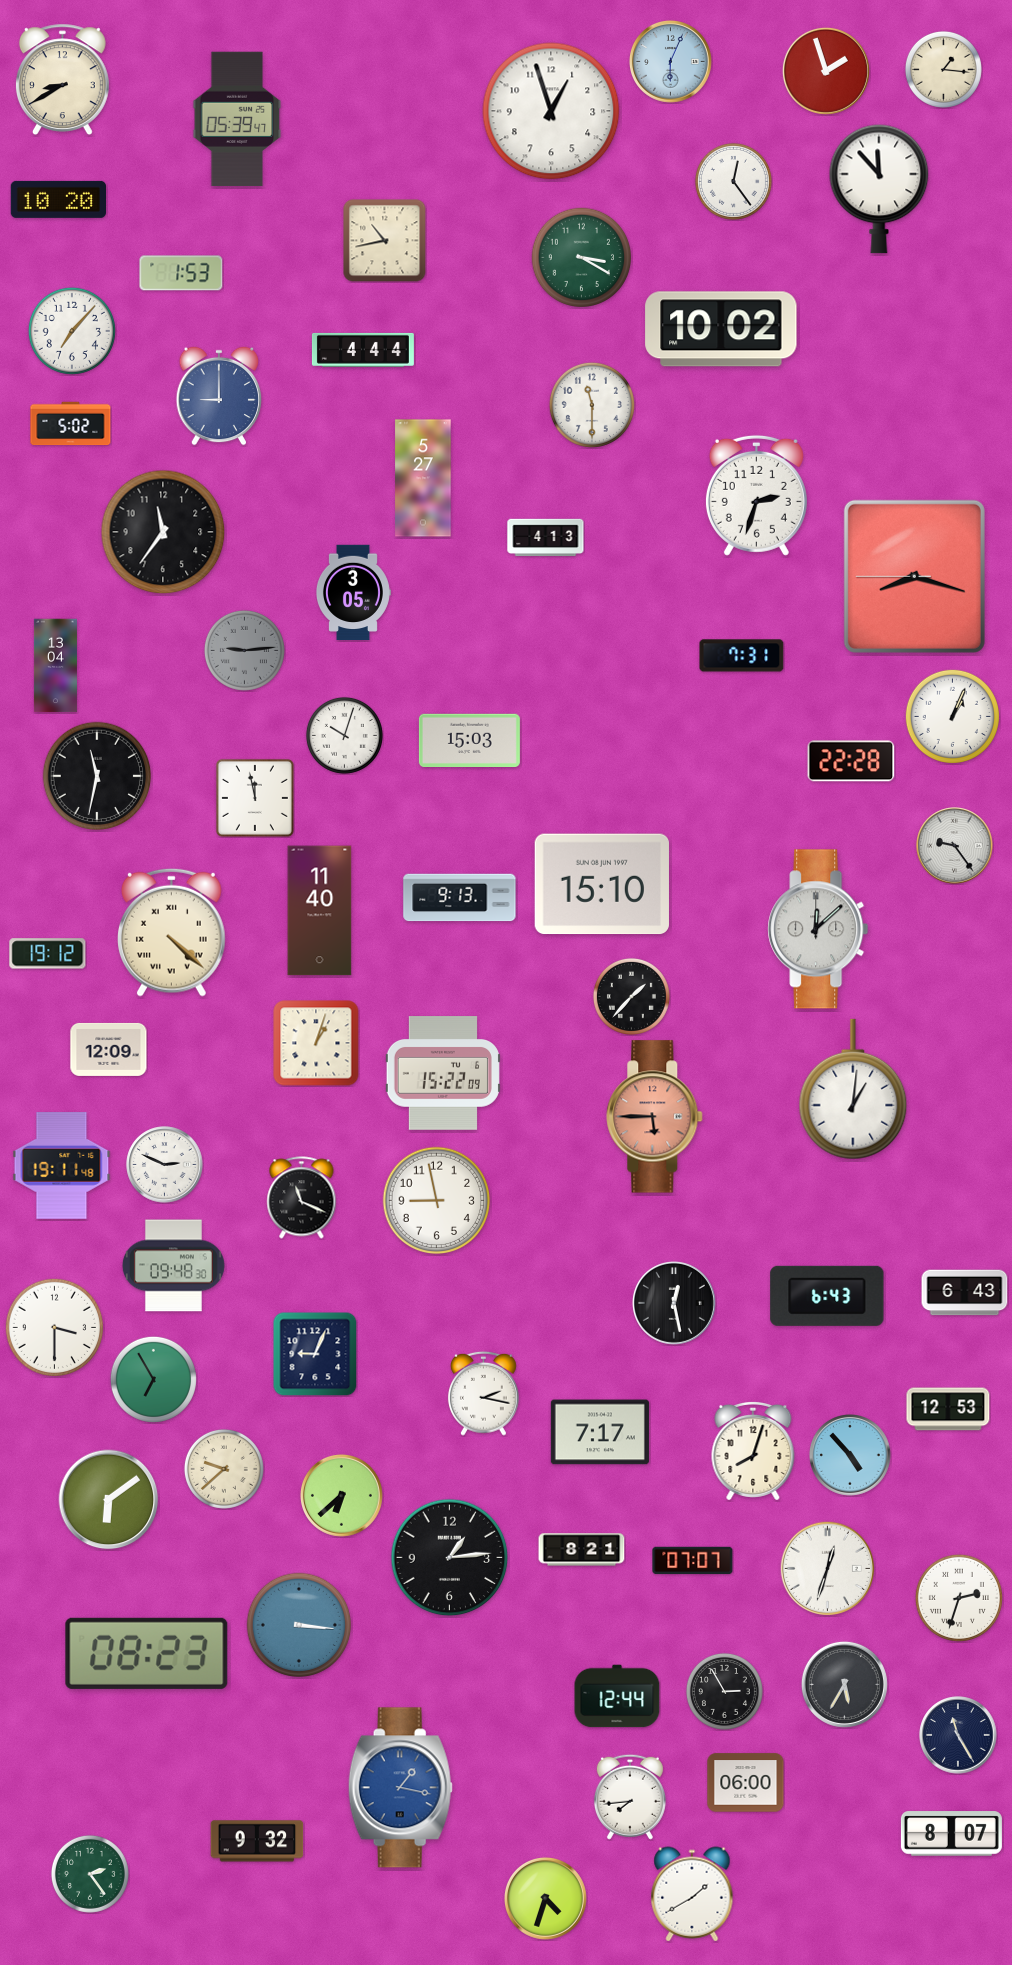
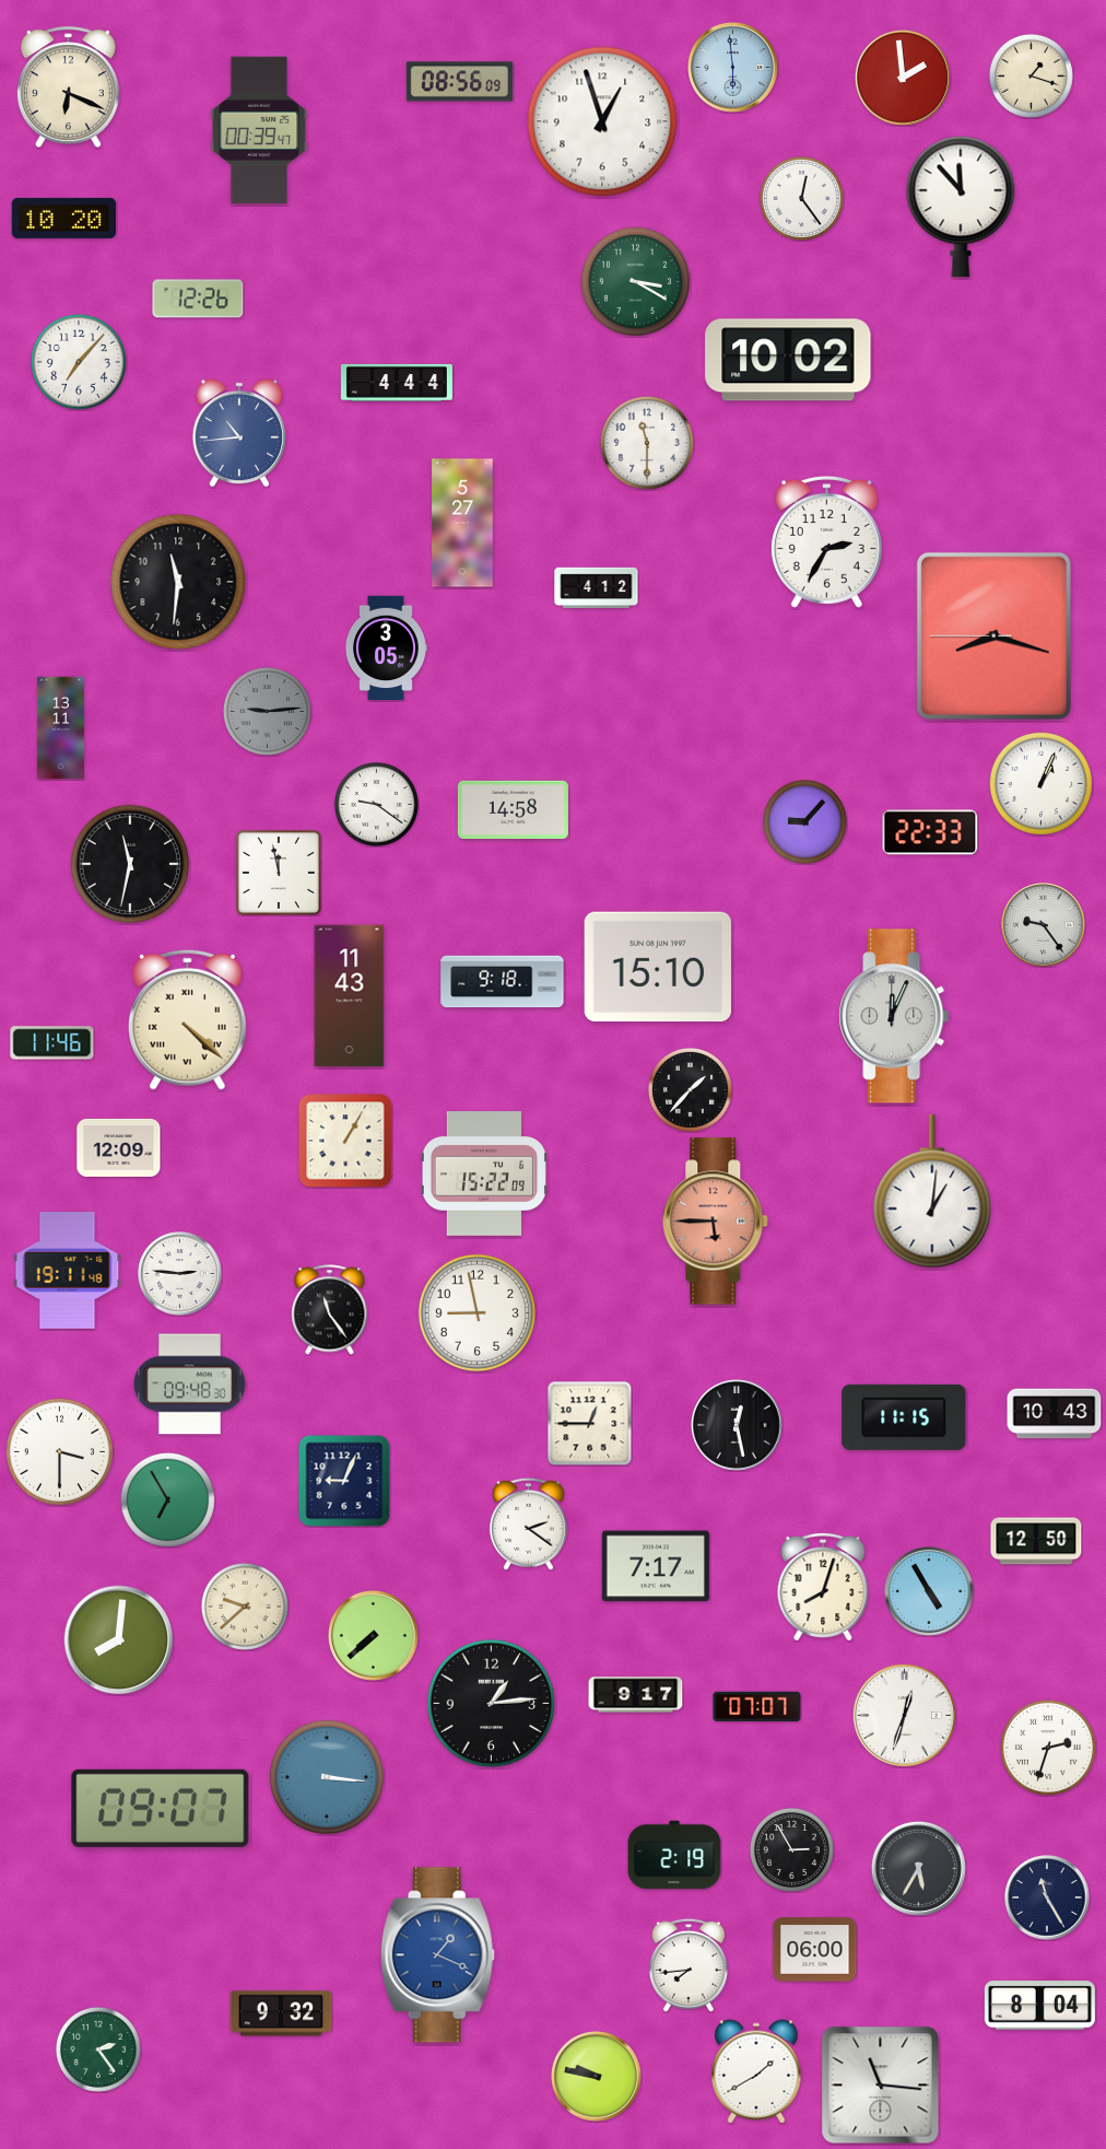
clock at (670, 61): 6:04 -> 5:59
clock at (943, 69): 1:16 -> 1:18
clock at (826, 71): 1:57 -> 1:59
clock at (459, 82): none -> 08:56
clock at (62, 79): 8:40 -> 6:19
clock at (237, 119): 05:39 -> 00:39
clock at (385, 241): 10:43 -> none
clock at (181, 273): 1:53 -> 12:26
clock at (219, 396): 9:00 -> 10:44
clock at (71, 424): 5:02 -> none
clock at (756, 495): 2:33 -> 2:35
clock at (163, 532): 11:36 -> 11:31
clock at (546, 538): 4:13 -> 4:12
clock at (914, 576) position: (914, 576) -> (993, 635)
clock at (742, 656): 7:31 -> none
clock at (55, 666): 13:04 -> 13:11
clock at (344, 735): 10:03 -> 9:21
clock at (469, 740): 15:03 -> 14:58
clock at (804, 821): none -> 9:07
clock at (851, 761): 22:28 -> 22:33
clock at (97, 776) position: (97, 776) -> (130, 864)
clock at (460, 898): 9:13 -> 9:18
clock at (320, 911): 11:40 -> 11:43
clock at (818, 929): 12:08 -> 12:04
clock at (48, 954): 19:12 -> 11:46
clock at (316, 1043): 1:03 -> 1:05
clock at (165, 1165): 2:49 -> 2:46
clock at (62, 1166) position: (62, 1166) -> (68, 1271)
clock at (302, 1198): 11:19 -> 11:24
clock at (965, 1293): 6:43 -> 10:43
clock at (827, 1296): 6:43 -> 11:15
clock at (589, 1423): none -> 12:45
clock at (153, 1379) position: (153, 1379) -> (167, 1499)
clock at (483, 1393): 2:17 -> 2:21
clock at (948, 1409): 12:53 -> 12:50
clock at (851, 1456): 4:53 -> 4:55
clock at (341, 1495): 6:38 -> 7:38
clock at (109, 1500): 6:09 -> 8:01
clock at (582, 1550): 8:21 -> 9:17
clock at (147, 1653): 08:23 -> 09:07
clock at (844, 1684) position: (844, 1684) -> (918, 1868)
clock at (617, 1696): 12:44 -> 2:19
clock at (400, 1788): 1:17 -> 1:19
clock at (951, 1834): 8:07 -> 8:04
clock at (545, 1898): 4:33 -> 9:47
clock at (881, 2086): none -> 11:16
